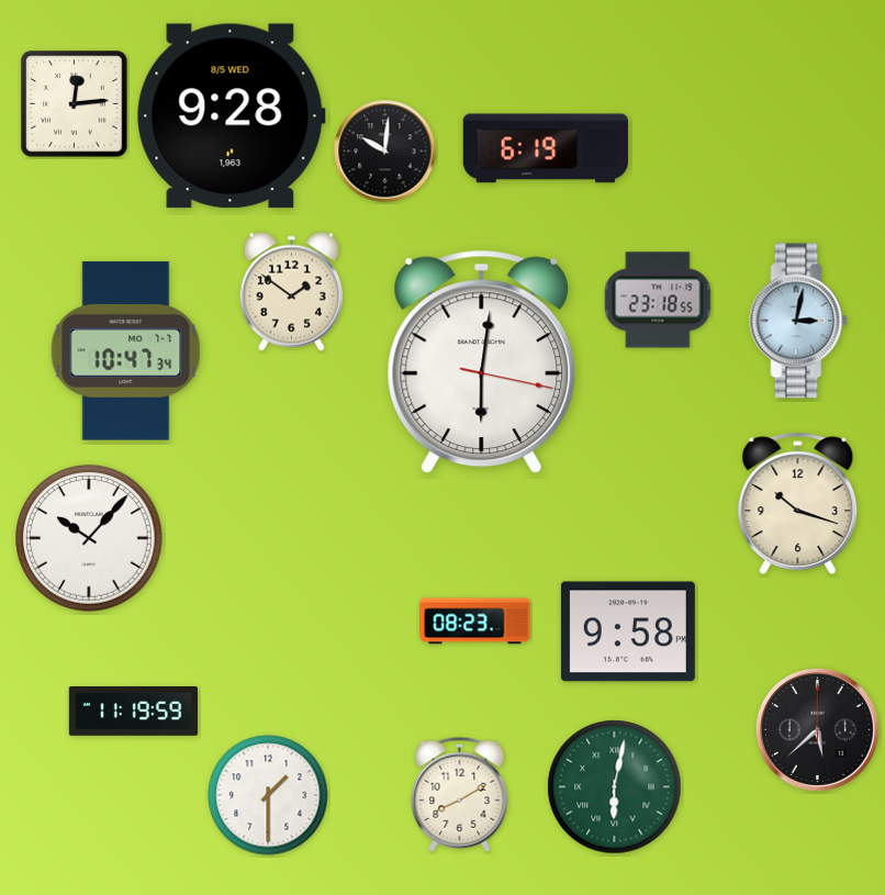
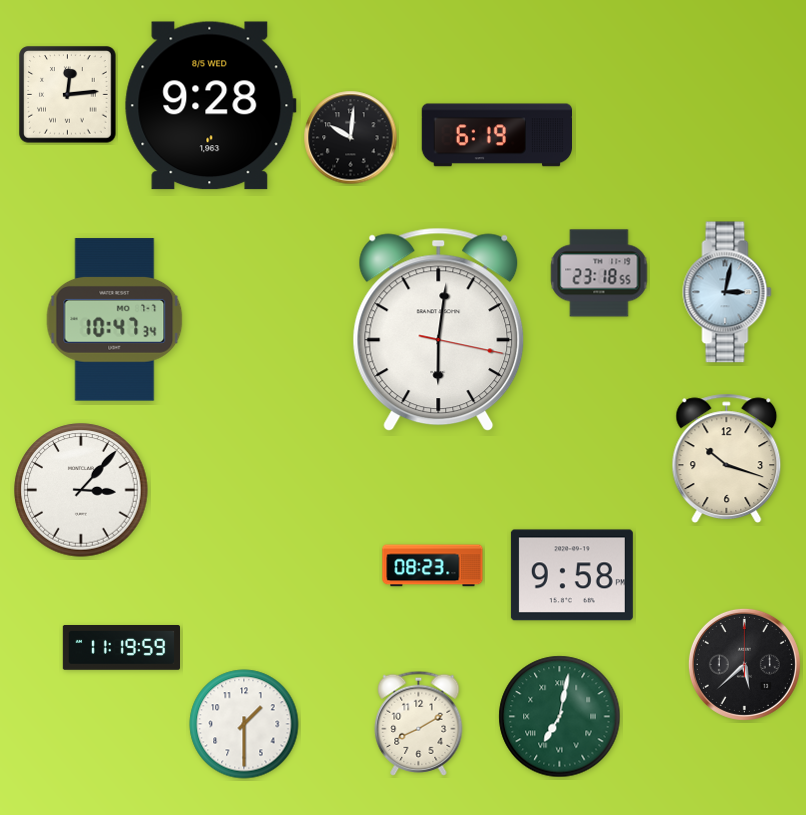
clock at (291, 291): 1:51 -> none
clock at (89, 538): 10:07 -> 3:07
clock at (615, 787): 6:02 -> 7:02
